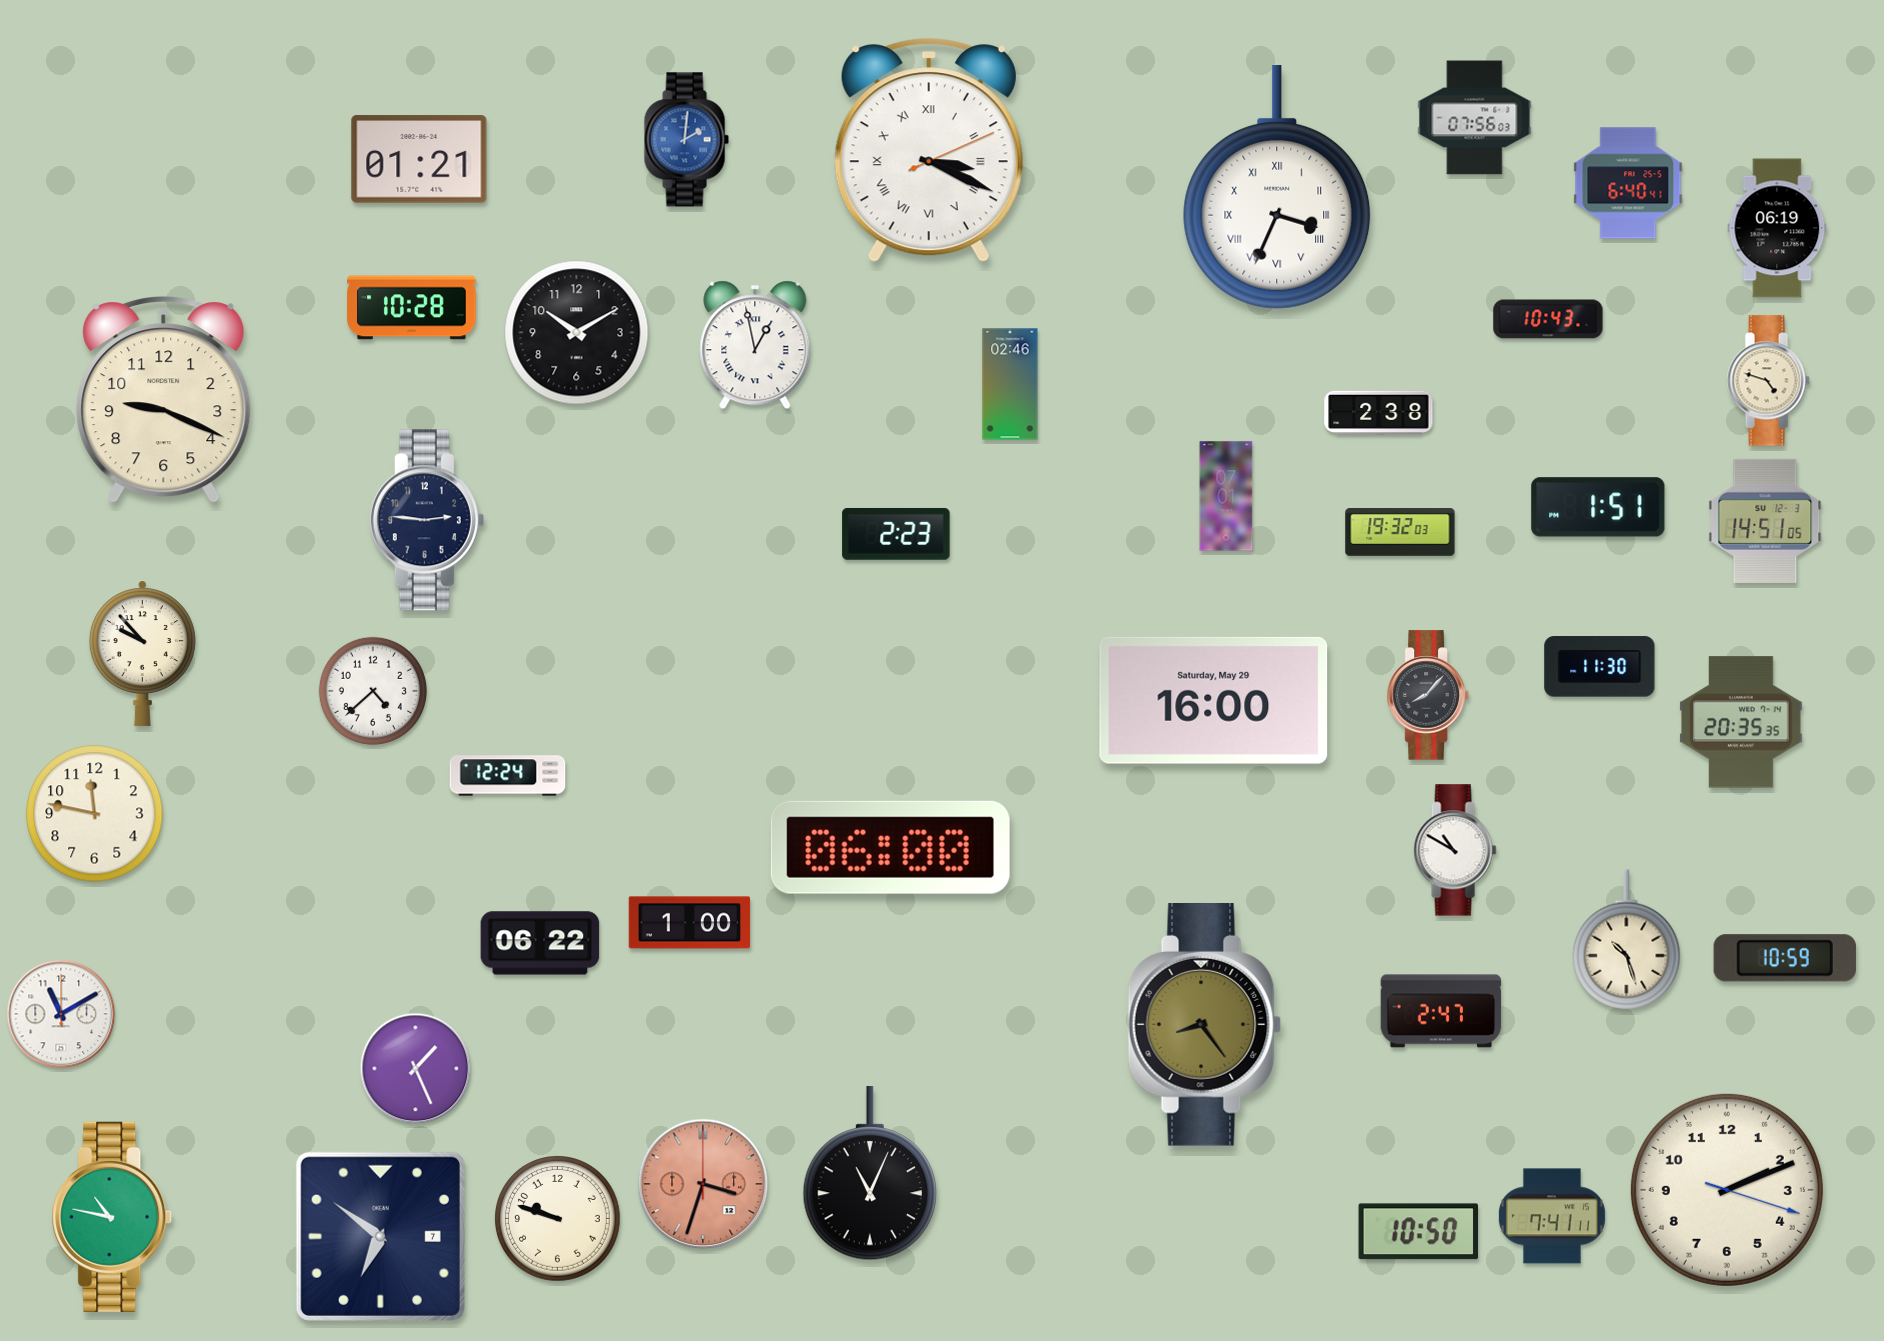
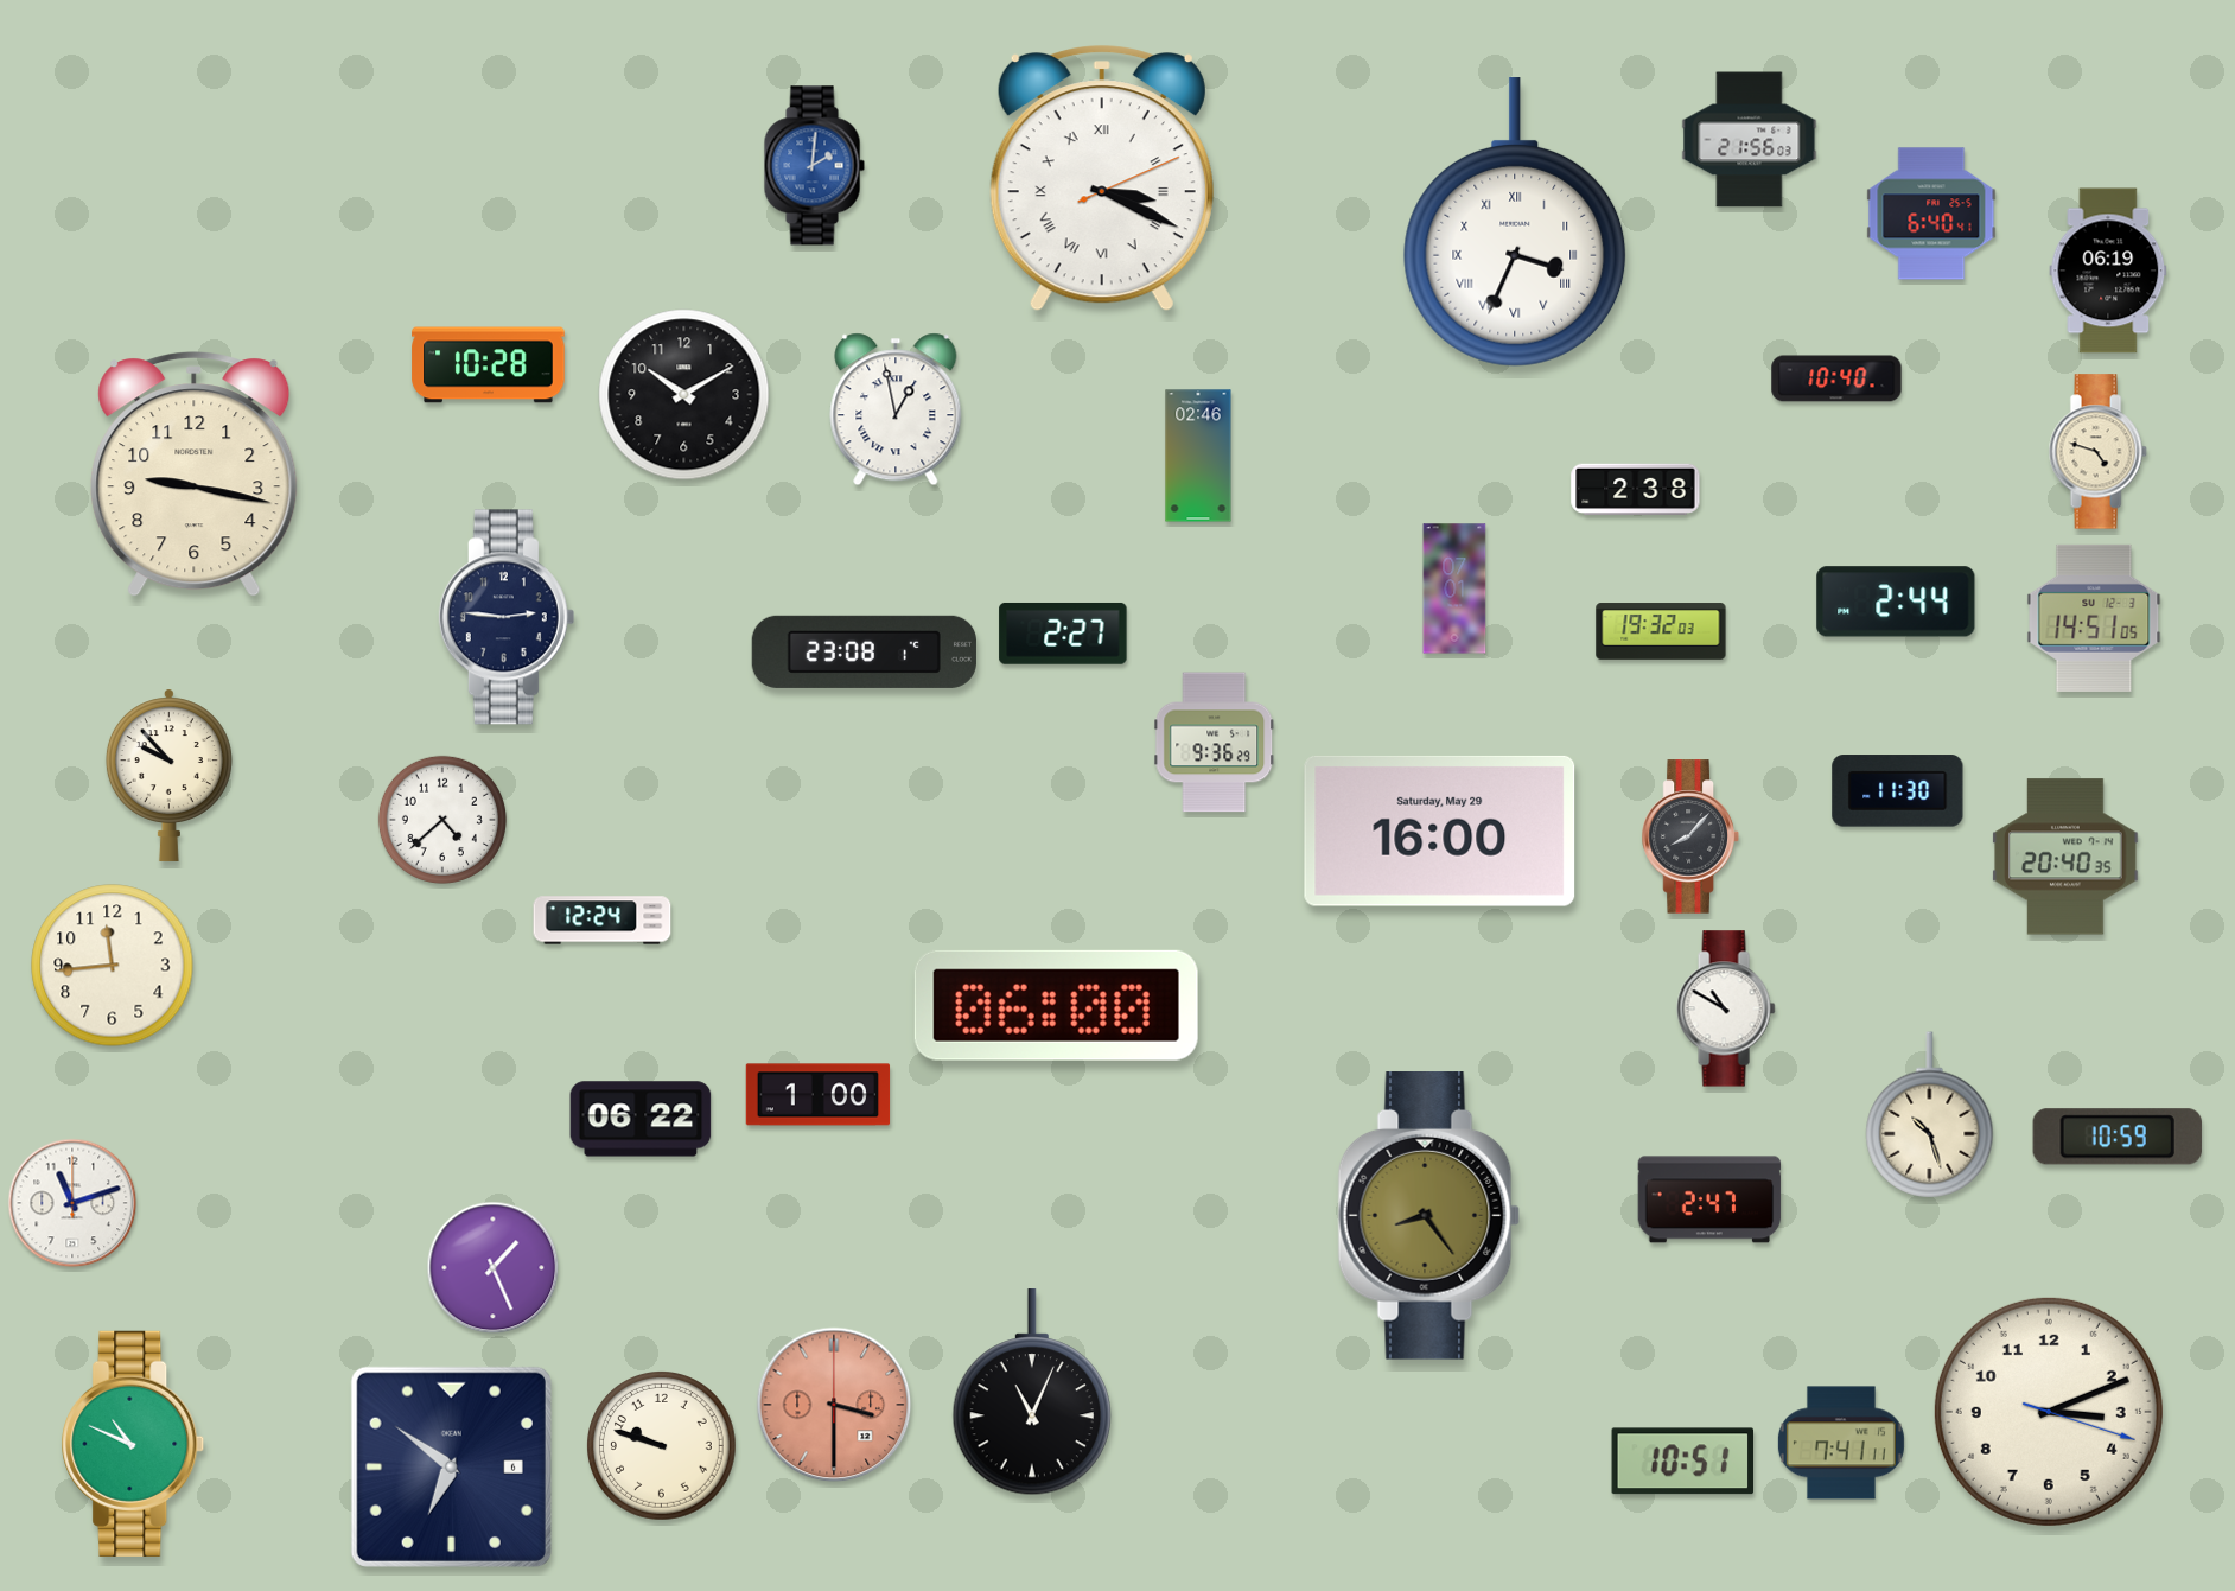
clock at (1475, 118): 07:56 -> 21:56
clock at (419, 159): 01:21 -> none
clock at (1628, 183) position: (1628, 183) -> (1931, 214)
clock at (1548, 319): 10:43 -> 10:40
clock at (164, 400): 9:19 -> 9:17
clock at (1598, 507): 1:51 -> 2:44
clock at (896, 534): 2:23 -> 2:27
clock at (864, 651): none -> 23:08
clock at (1215, 743): none -> 9:36
clock at (1428, 695) position: (1428, 695) -> (1690, 836)
clock at (1741, 722): 20:35 -> 20:40
clock at (95, 814): 11:47 -> 11:44
clock at (61, 1014): 11:10 -> 11:12
clock at (703, 1184): 3:33 -> 3:30
clock at (1727, 1190): 2:11 -> 3:11
clock at (112, 1217): 10:47 -> 10:49
clock at (1418, 1232): 10:50 -> 10:51
clock at (380, 1236) date: 7 -> 6
